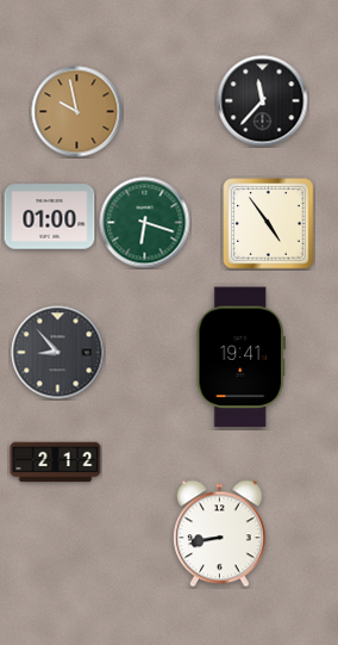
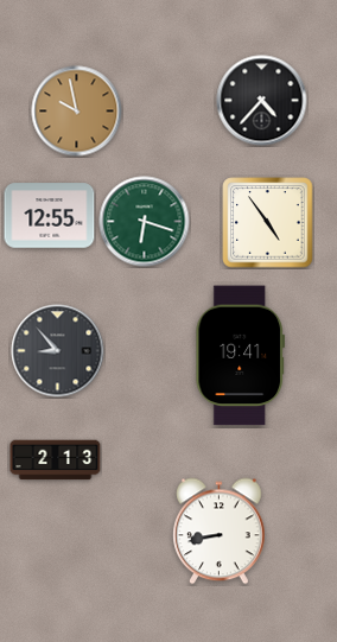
clock at (263, 101): 11:37 -> 4:37
clock at (50, 217): 01:00 -> 12:55
clock at (56, 463): 2:12 -> 2:13
